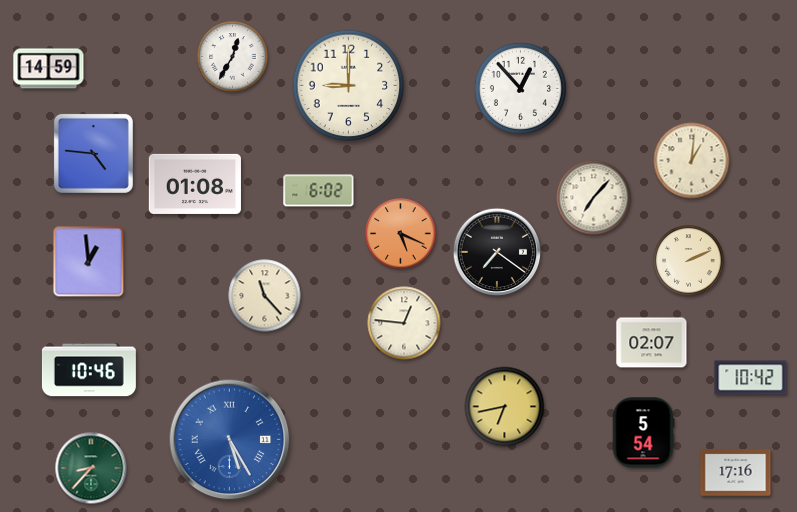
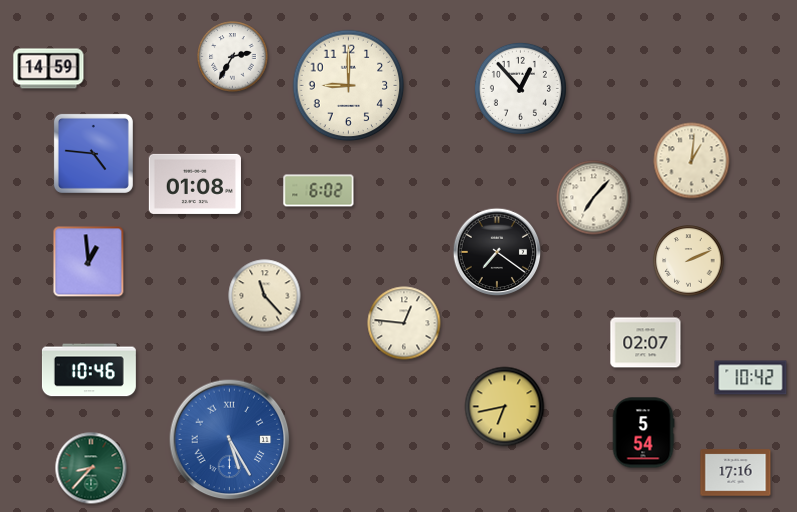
clock at (233, 57): 12:35 -> 2:35
clock at (401, 234): 5:19 -> none
clock at (652, 343) position: (652, 343) -> (646, 343)
